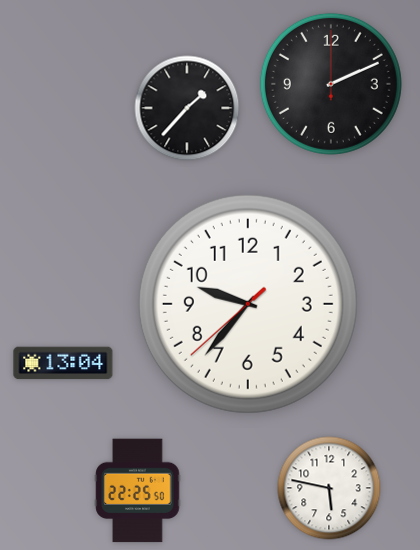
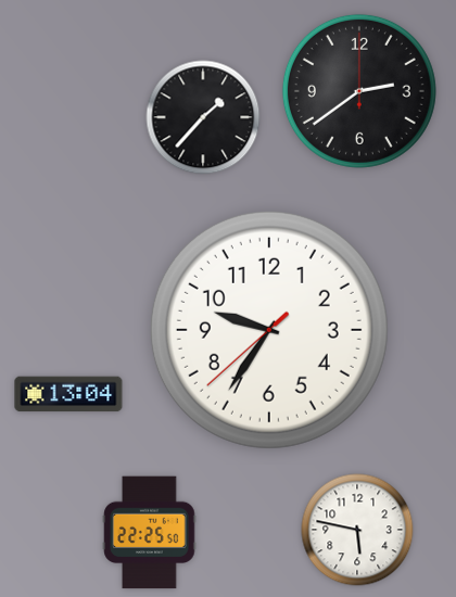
clock at (331, 84): 2:11 -> 2:39
clock at (248, 304): 9:36 -> 9:35
